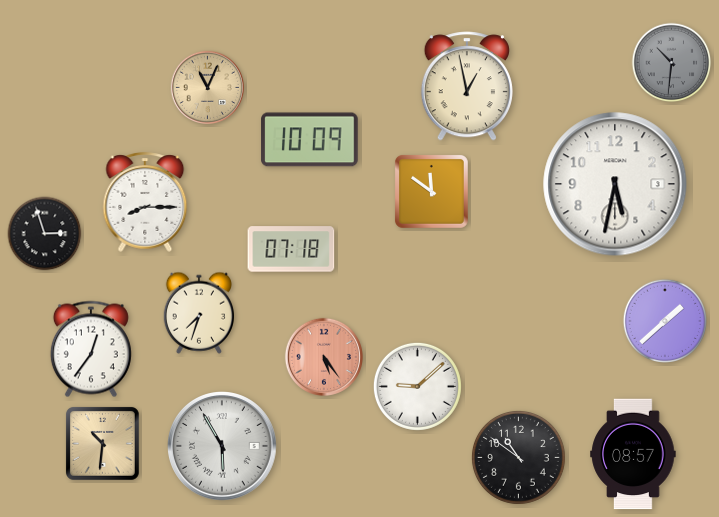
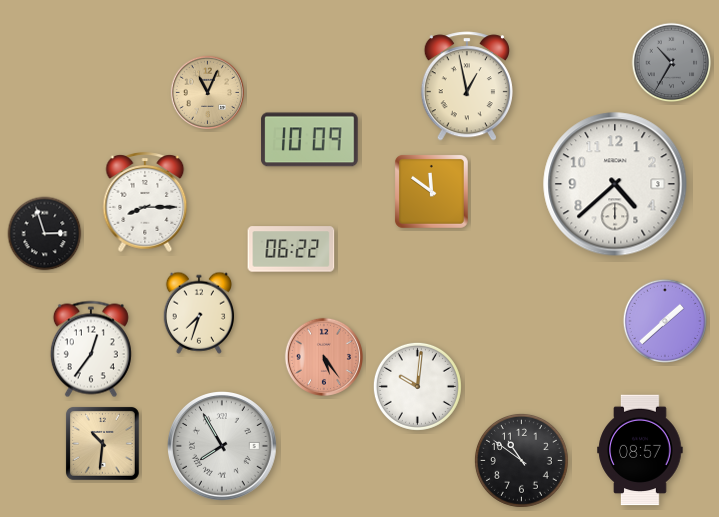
clock at (672, 63): 10:31 -> 10:35
clock at (207, 87) position: (207, 87) -> (207, 92)
clock at (615, 184): 5:32 -> 4:38
clock at (291, 249): 07:18 -> 06:22
clock at (417, 386): 9:08 -> 10:01
clock at (223, 447): 5:55 -> 7:55
clock at (633, 454) position: (633, 454) -> (640, 450)
clock at (519, 458) position: (519, 458) -> (522, 461)
